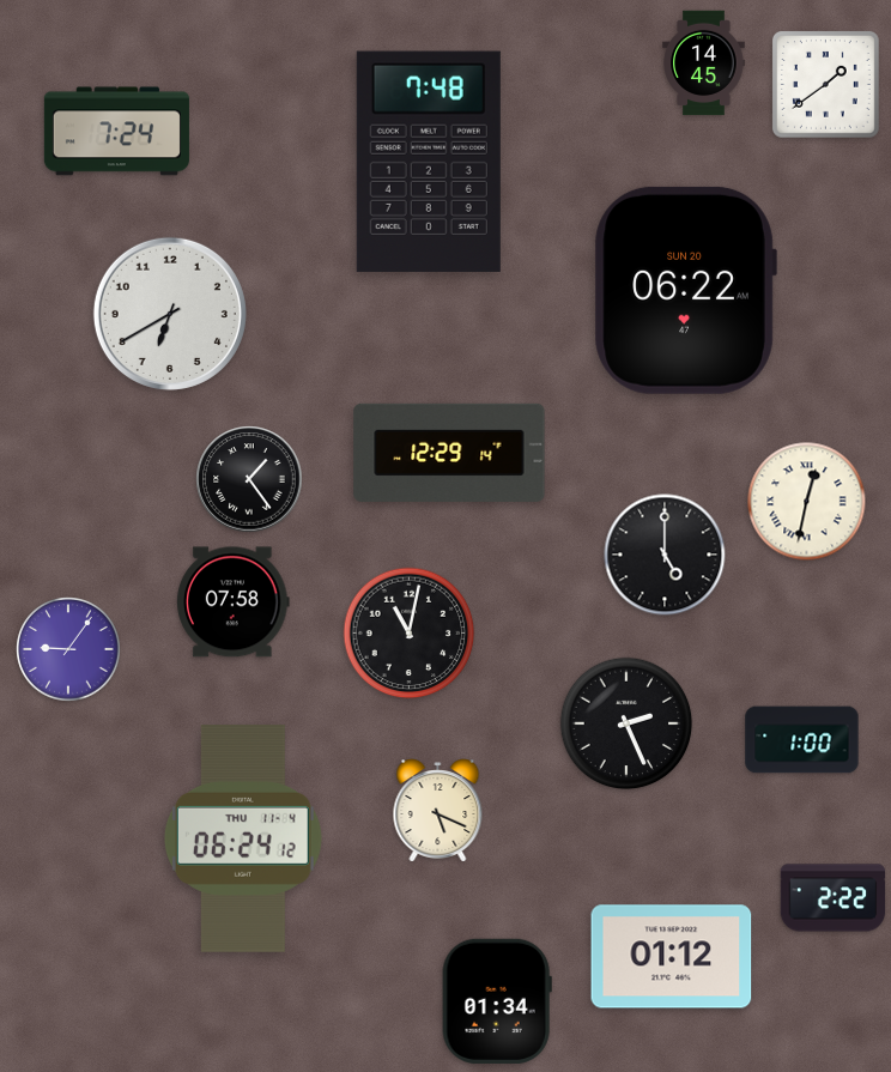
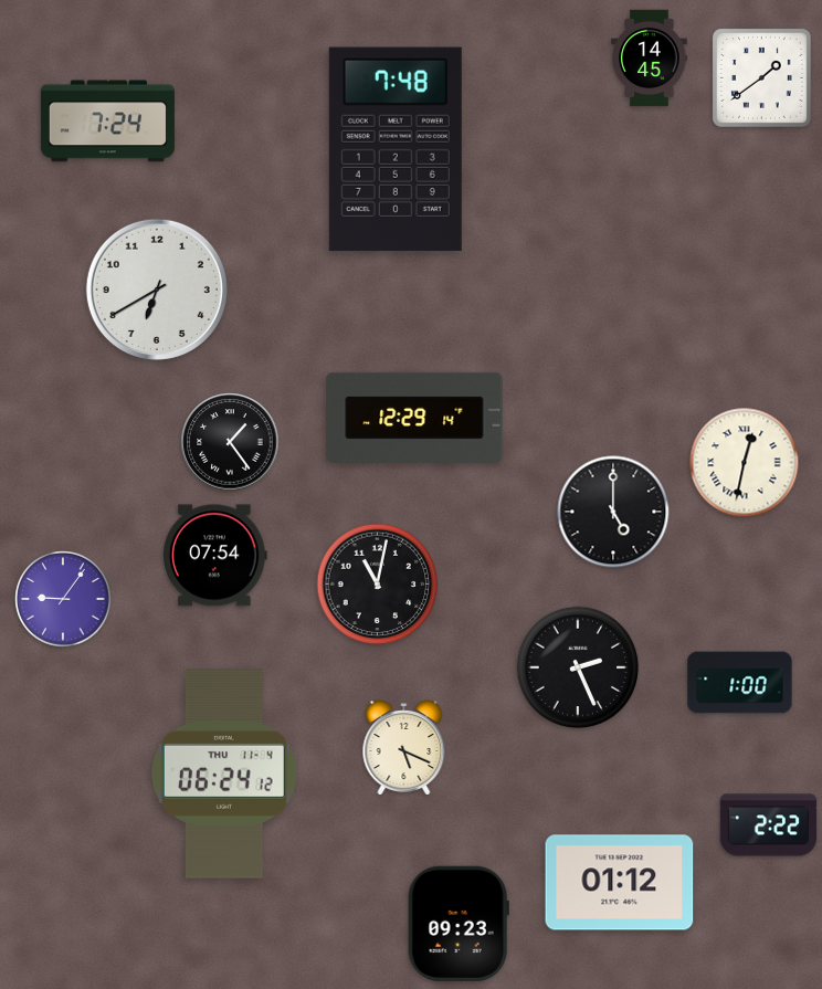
clock at (685, 290): 06:22 -> none
clock at (234, 602): 07:58 -> 07:54
clock at (834, 898) position: (834, 898) -> (769, 825)
clock at (497, 1001): 01:34 -> 09:23
